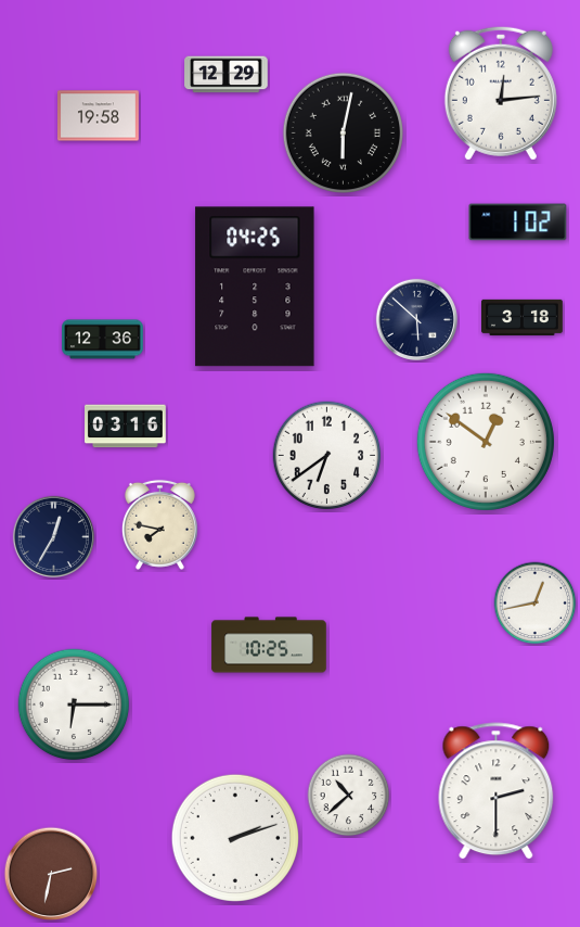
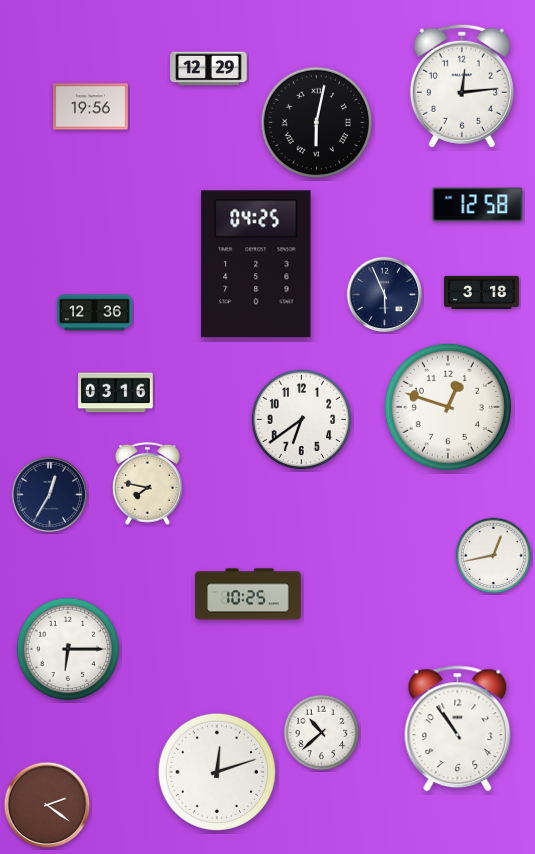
clock at (99, 116): 19:58 -> 19:56
clock at (518, 223): 1:02 -> 12:58
clock at (255, 287) position: (255, 287) -> (256, 264)
clock at (416, 319): 5:52 -> 5:56
clock at (486, 442): 12:51 -> 12:48
clock at (497, 791): 2:30 -> 10:54
clock at (235, 838): 2:12 -> 12:12
clock at (51, 874): 2:32 -> 2:21
